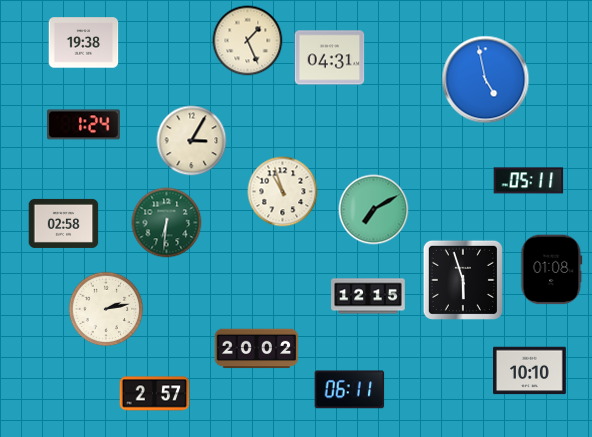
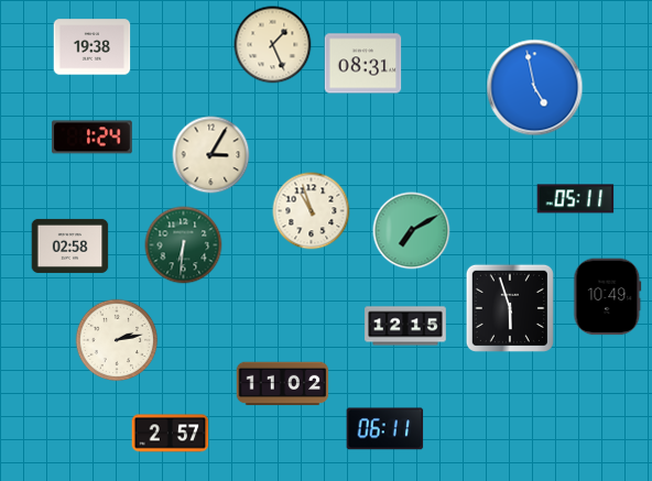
clock at (330, 58): 04:31 -> 08:31
clock at (529, 181) position: (529, 181) -> (576, 199)
clock at (552, 270): 01:08 -> 10:49
clock at (257, 349): 20:02 -> 11:02
clock at (530, 371): 10:10 -> none
